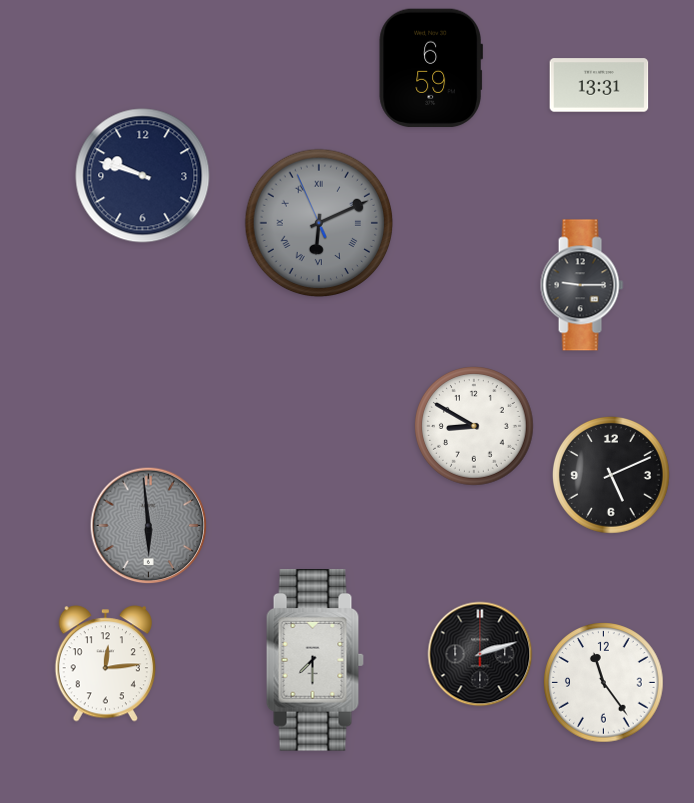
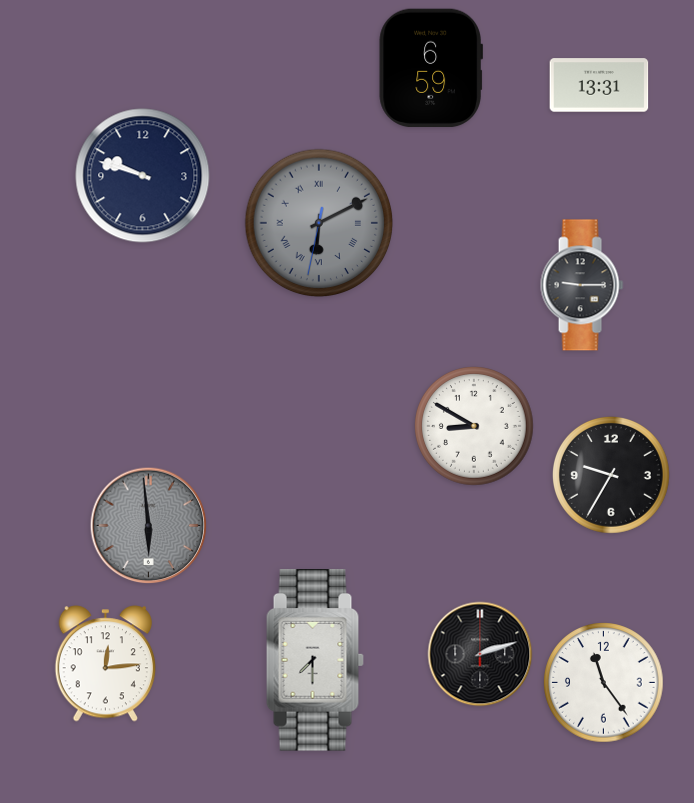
clock at (319, 223): 6:10:56 -> 6:10:32
clock at (611, 475): 5:11 -> 9:35
